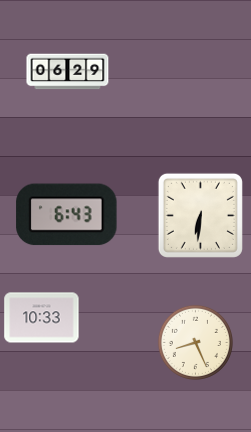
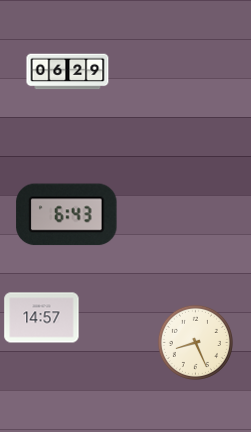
clock at (200, 215): 6:31 -> none
clock at (42, 318): 10:33 -> 14:57
